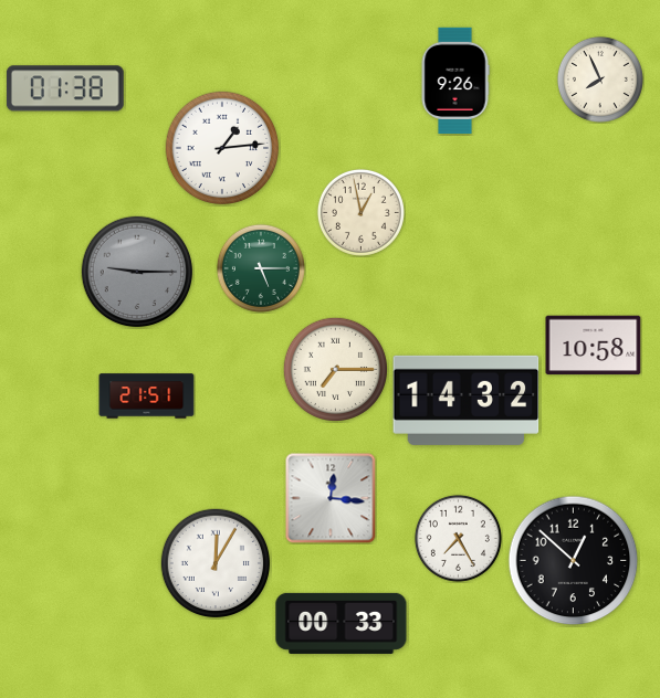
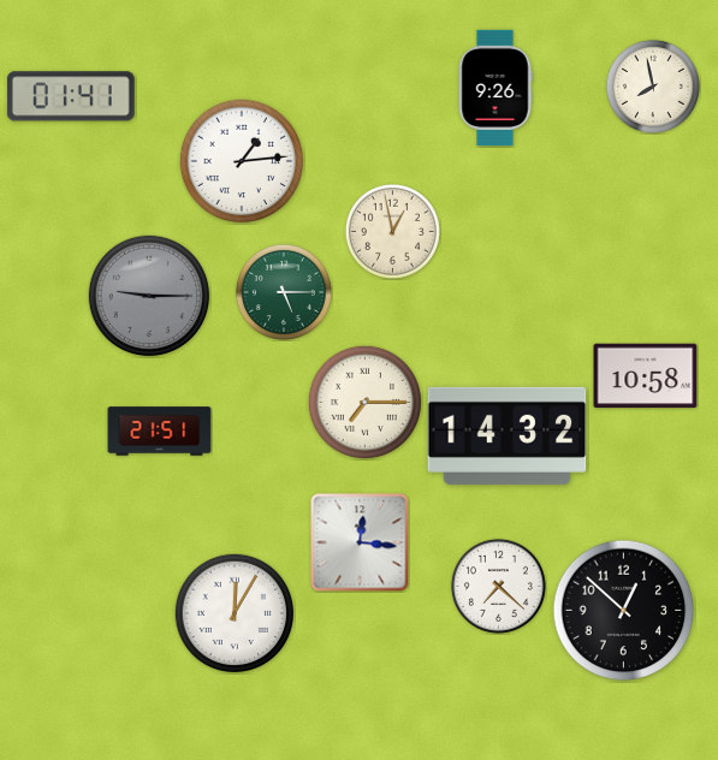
clock at (600, 80): 7:56 -> 7:58
clock at (65, 88): 01:38 -> 01:41
clock at (458, 538): 7:25 -> 7:22
clock at (342, 623): 00:33 -> none
